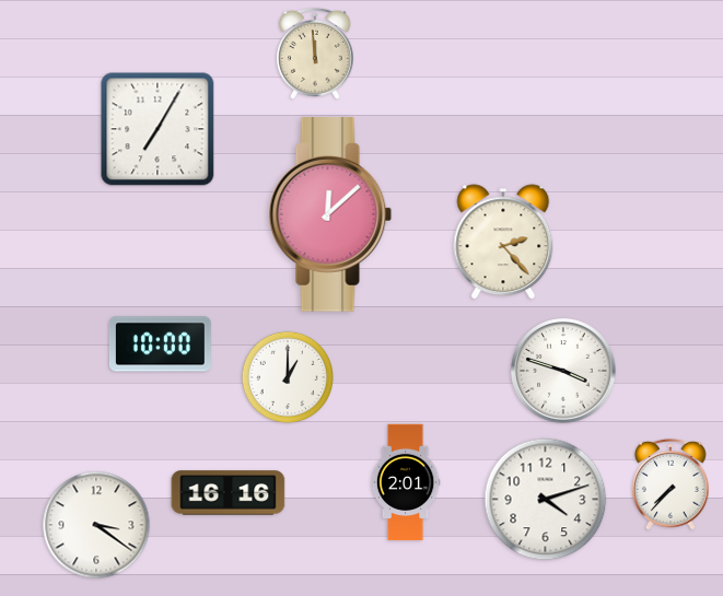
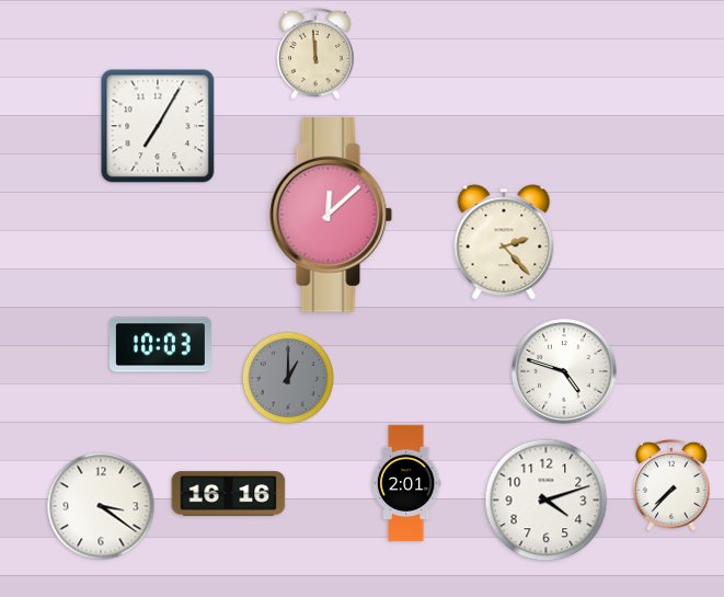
clock at (158, 129) position: (158, 129) -> (158, 126)
clock at (161, 344): 10:00 -> 10:03
clock at (563, 371): 3:48 -> 4:48
clock at (287, 376) dial: white -> grey
clock at (96, 525) position: (96, 525) -> (101, 506)
